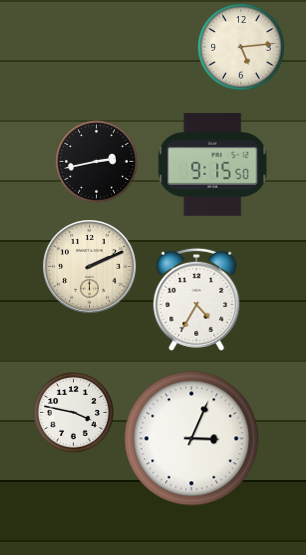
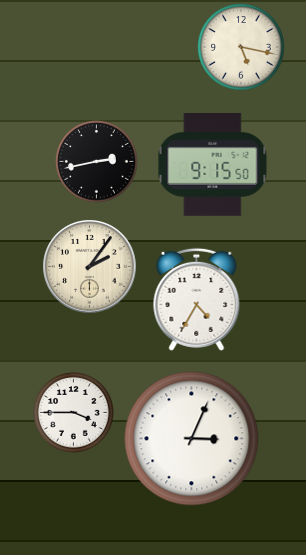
clock at (241, 47): 5:14 -> 5:17
clock at (90, 267): 2:11 -> 2:06
clock at (74, 413): 3:47 -> 3:45
